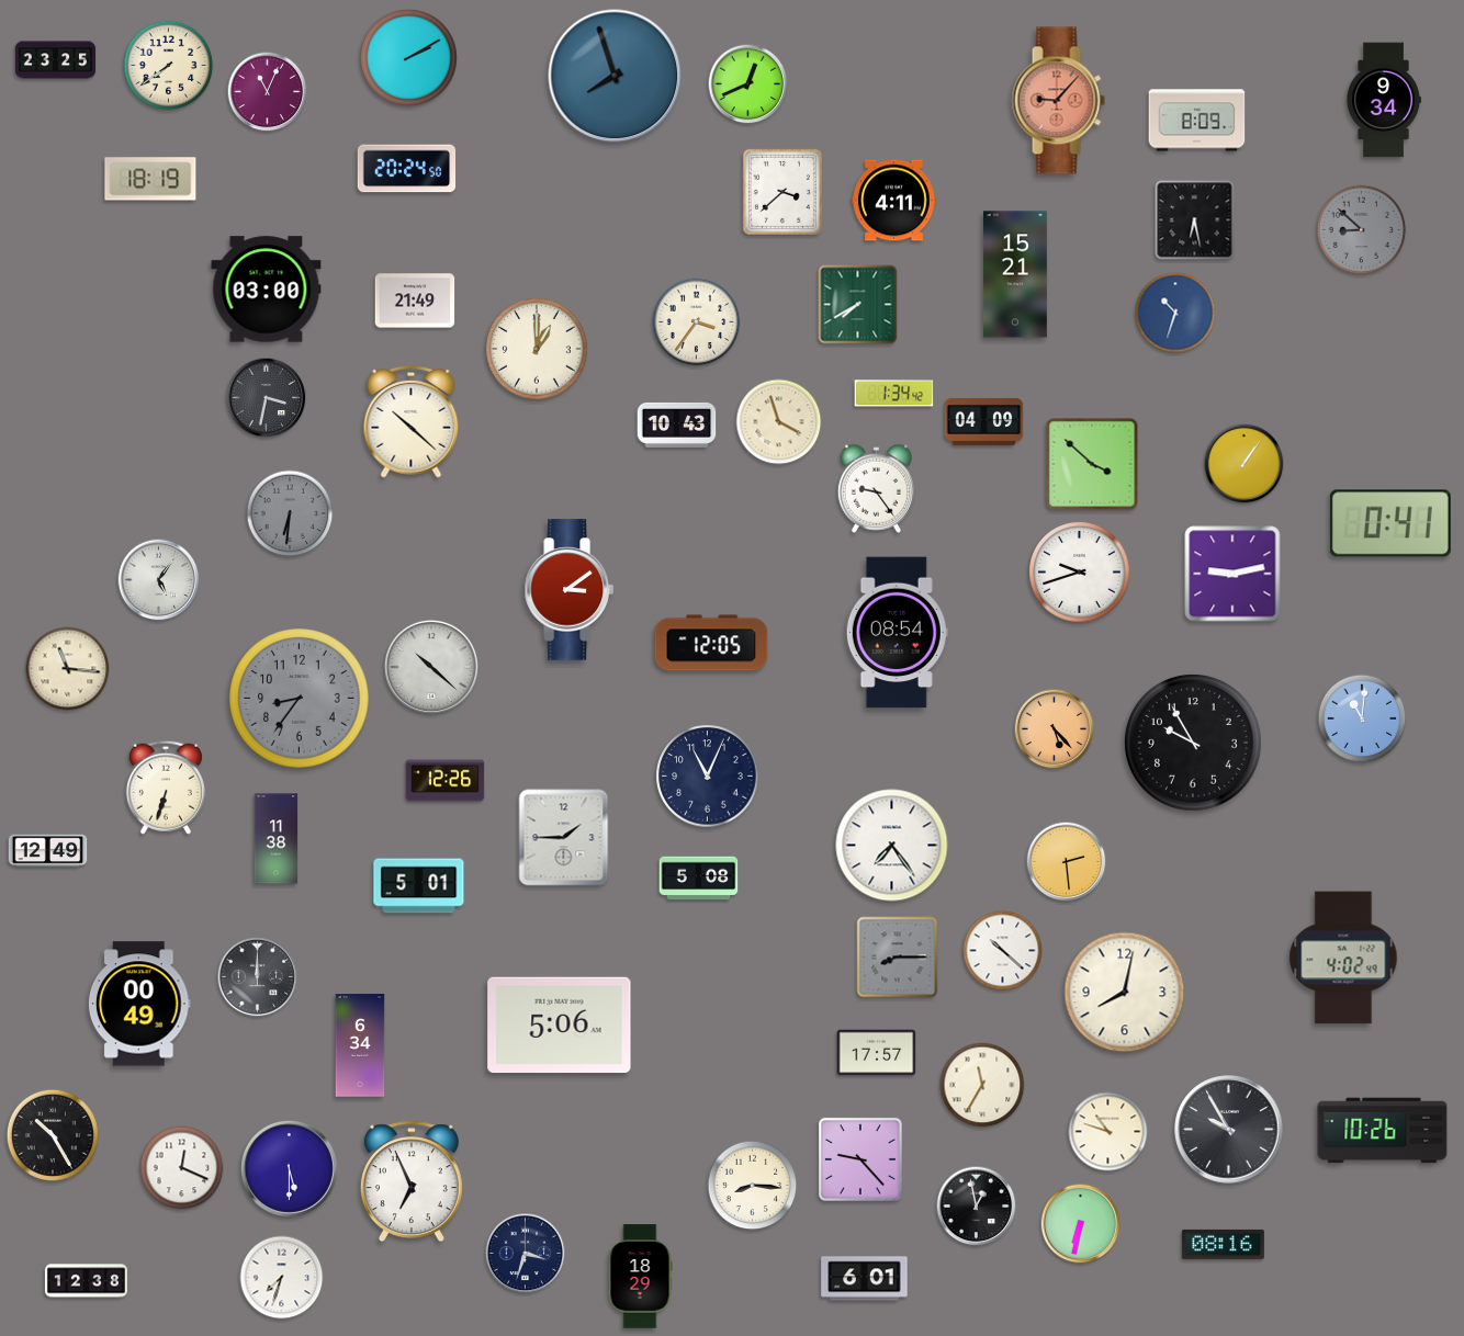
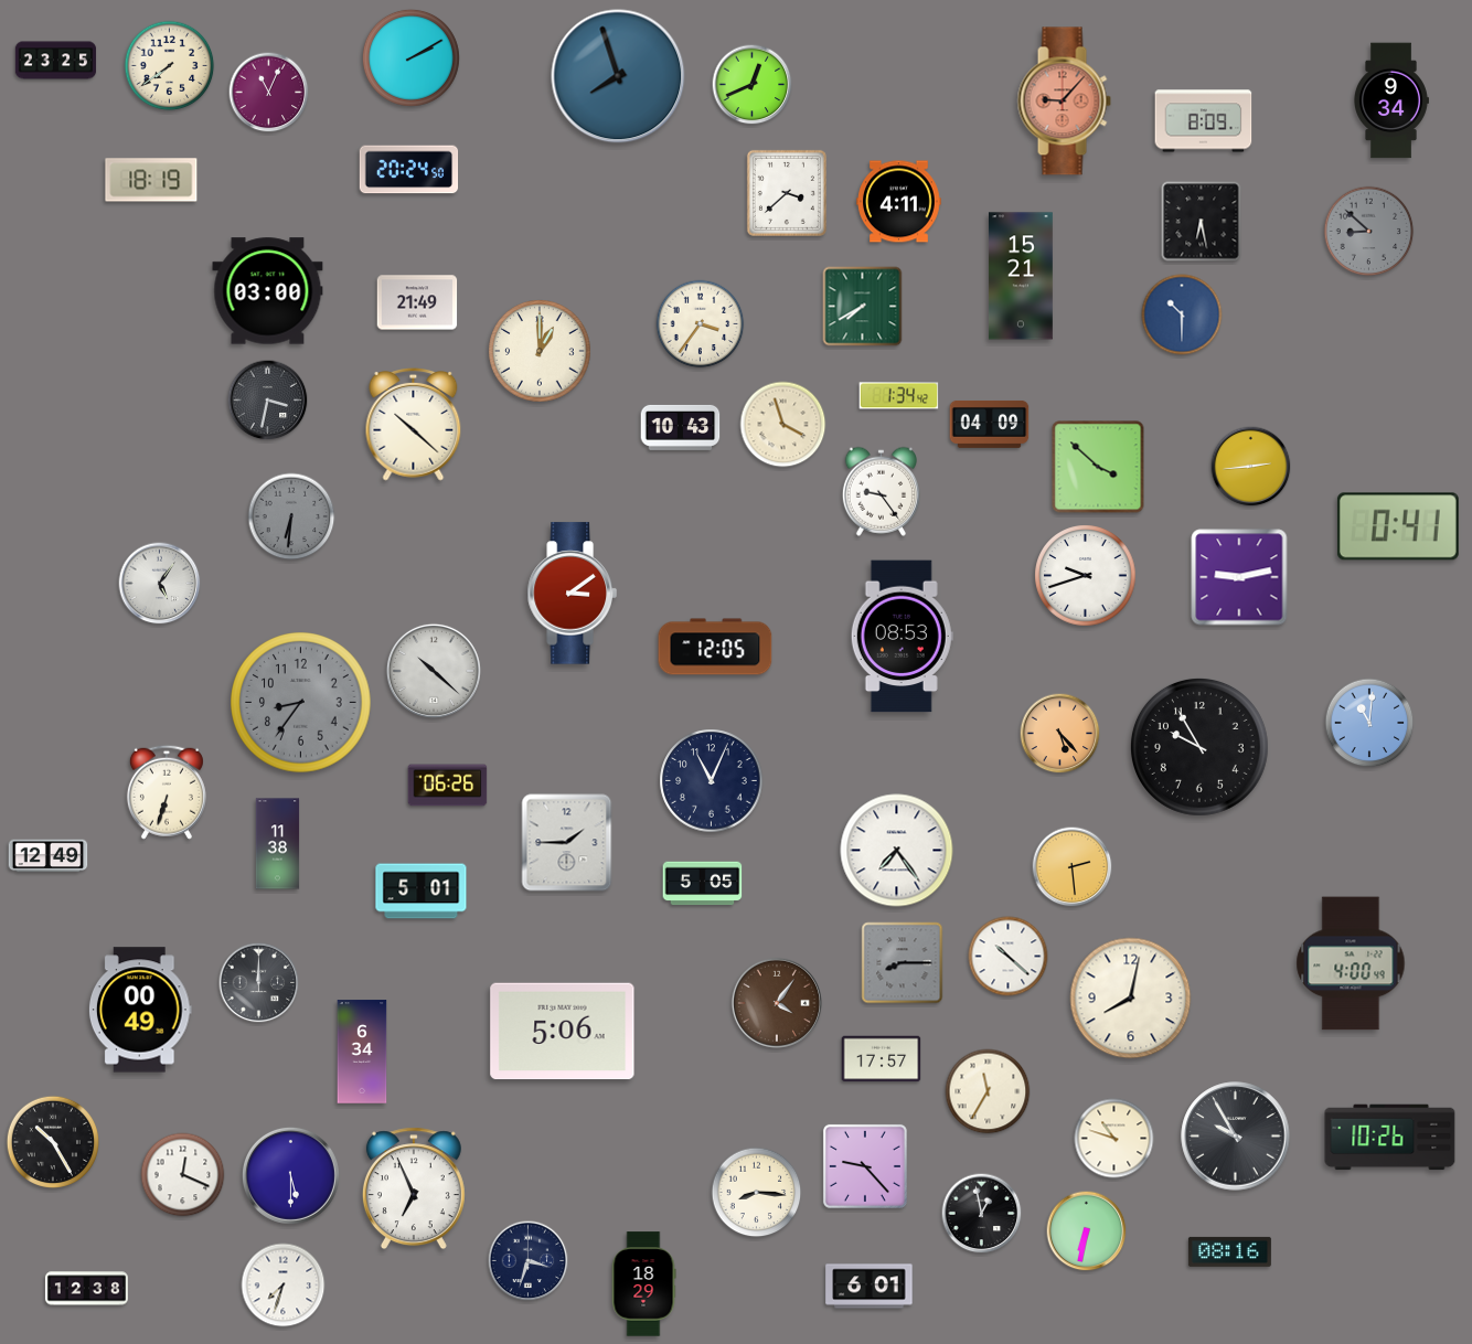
clock at (1175, 313): 10:33 -> 10:30
clock at (1245, 464): 1:06 -> 2:44
clock at (897, 633): 08:54 -> 08:53
clock at (68, 669): 11:16 -> none
clock at (446, 781): 12:26 -> 06:26
clock at (699, 879): 5:08 -> 5:05
clock at (1343, 958): 4:02 -> 4:00
clock at (777, 1003): none -> 4:06
